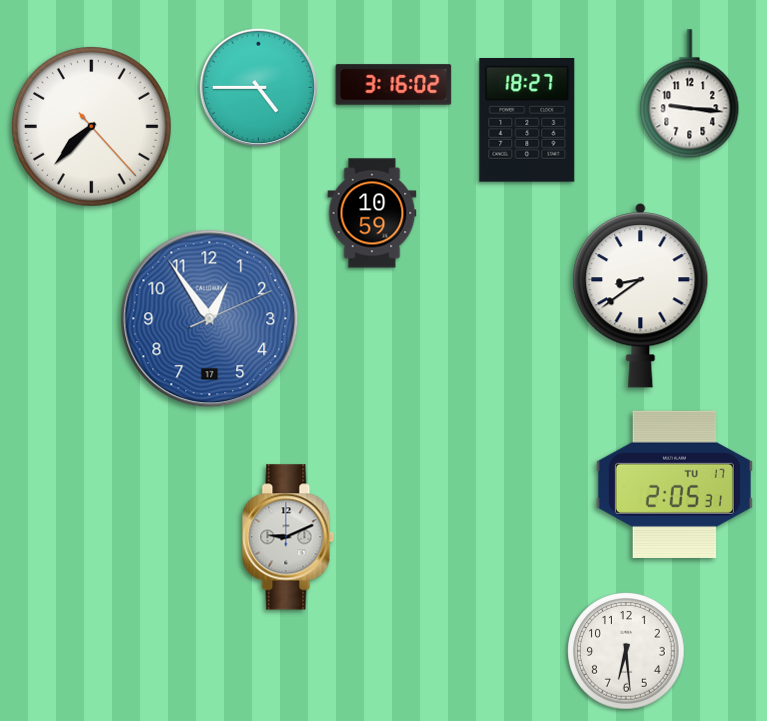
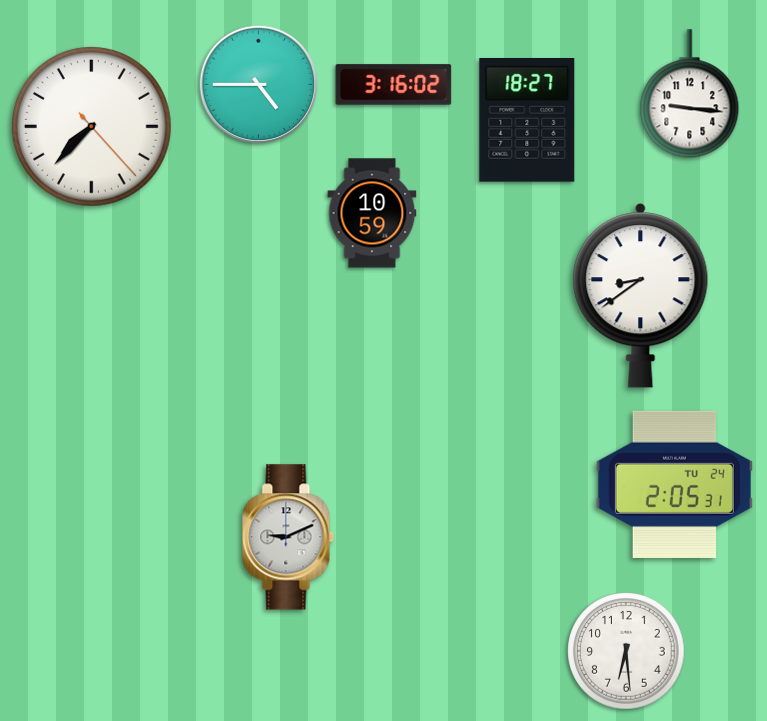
clock at (258, 87) position: (258, 87) -> (258, 84)
clock at (210, 319): 12:54 -> none
clock at (674, 484) date: TU 17 -> TU 24
